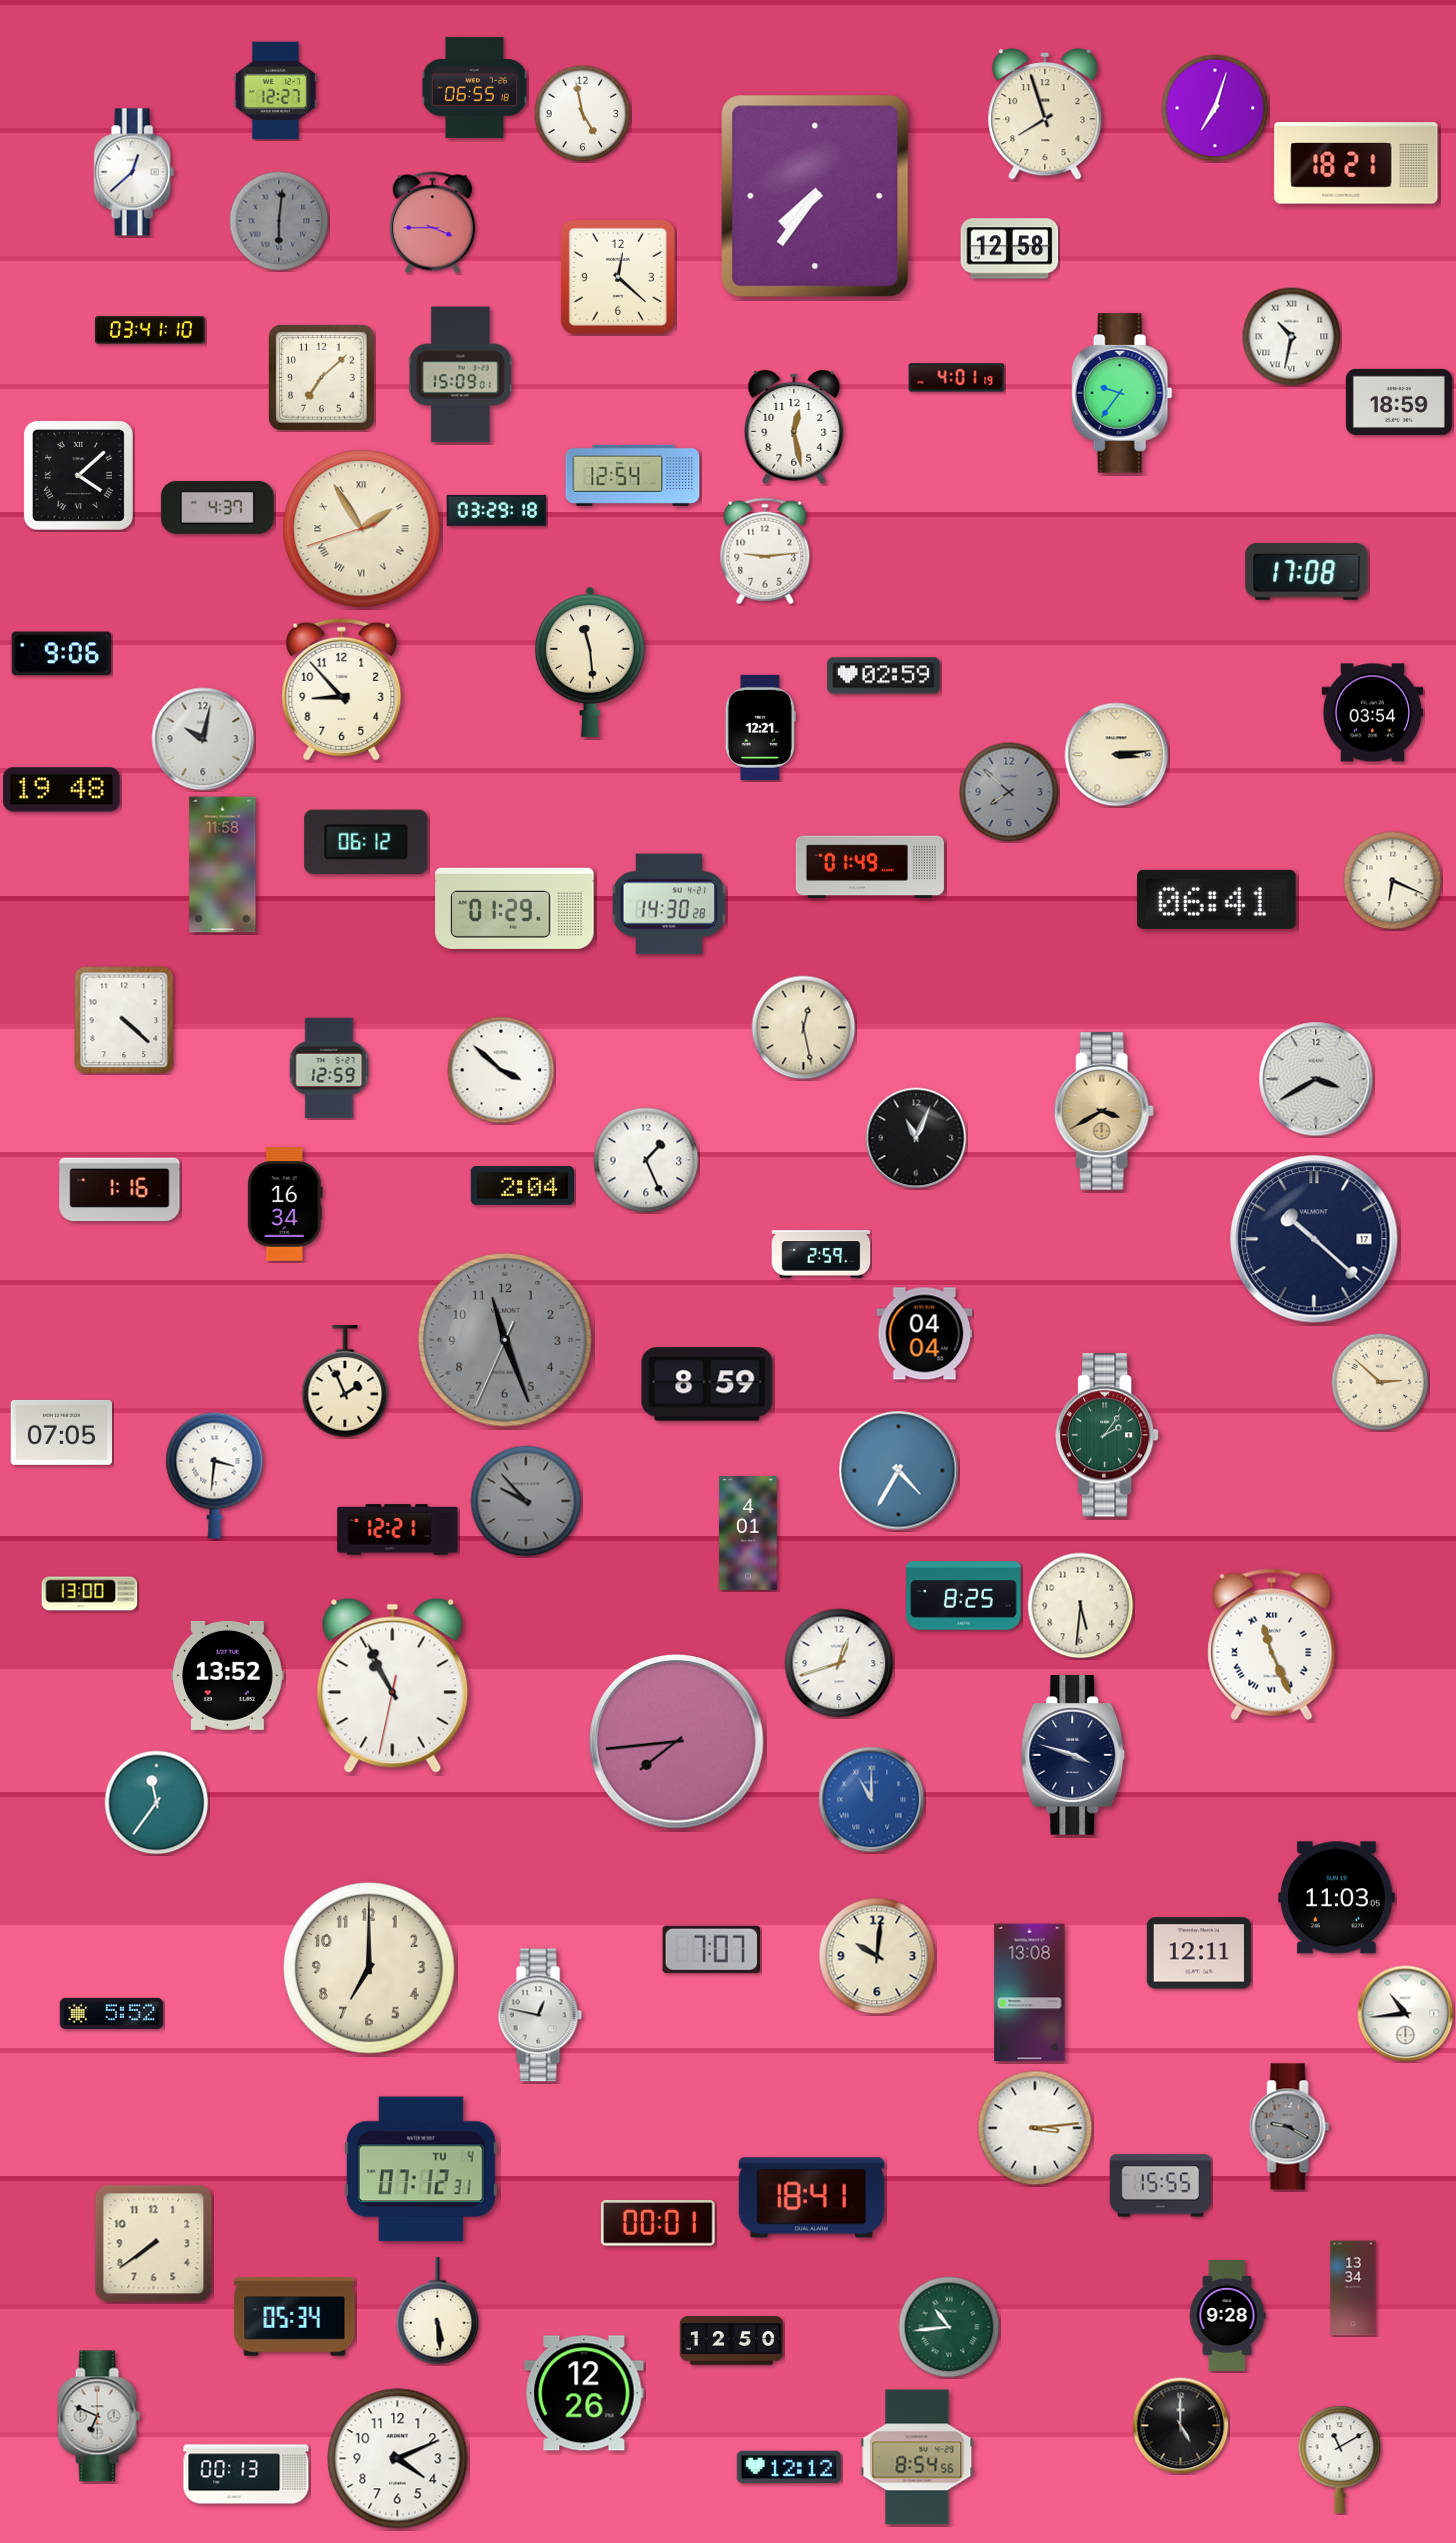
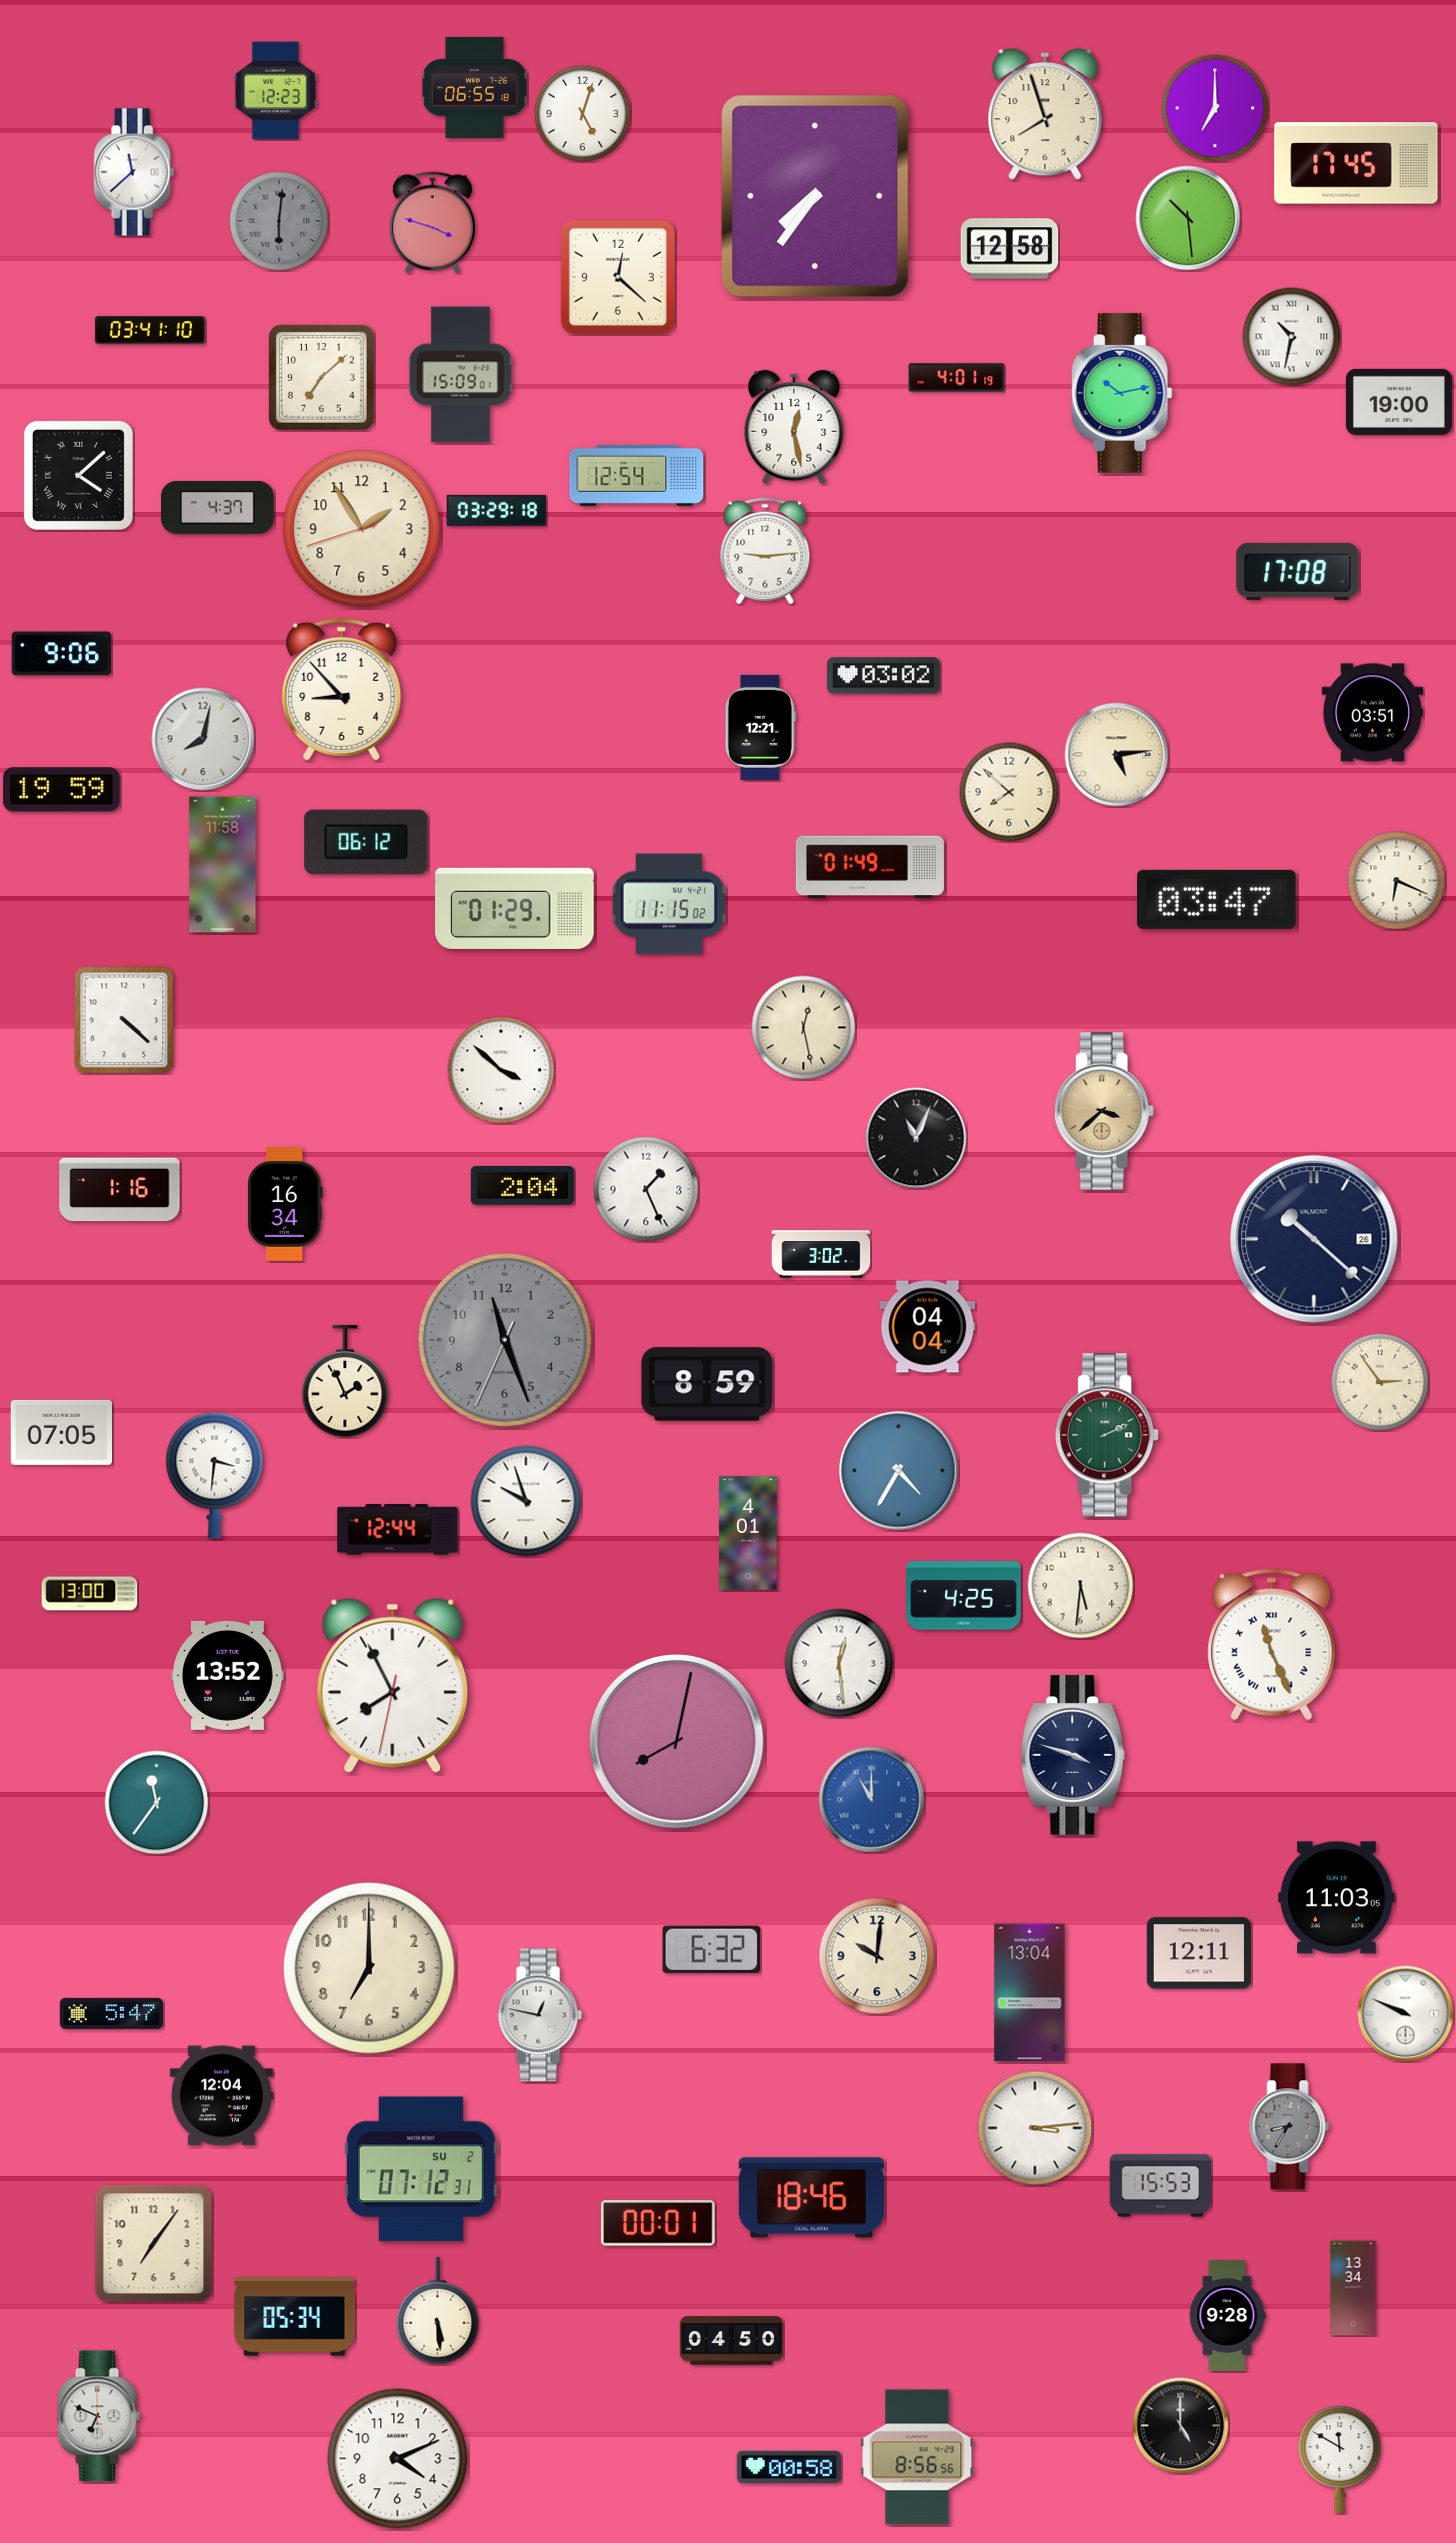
clock at (275, 91): 12:27 -> 12:23
clock at (1215, 108): 7:03 -> 7:00
clock at (582, 113): 4:58 -> 5:03
clock at (1356, 163): 18:21 -> 17:45
clock at (134, 172): 12:38 -> 11:38
clock at (1188, 218): none -> 10:29
clock at (432, 223): 3:45 -> 3:48
clock at (1122, 393): 9:36 -> 10:13
clock at (1399, 402): 18:59 -> 19:00
clock at (633, 475) position: (633, 475) -> (637, 475)
clock at (362, 529) numerals: Roman -> Arabic
clock at (1307, 571) position: (1307, 571) -> (1298, 571)
clock at (590, 662): 11:29 -> none
clock at (884, 676): 02:59 -> 03:02
clock at (1373, 713): 03:54 -> 03:51
clock at (203, 739): 10:02 -> 8:02
clock at (1117, 755): 3:14 -> 5:14
clock at (62, 790): 19:48 -> 19:59
clock at (1009, 792) dial: grey -> cream
clock at (1393, 881) position: (1393, 881) -> (1397, 881)
clock at (1217, 899): 06:41 -> 03:47
clock at (669, 904): 14:30 -> 11:15
clock at (329, 1068): 12:59 -> none
clock at (1316, 1079): 3:40 -> none
clock at (1104, 1111): 3:40 -> 3:38
clock at (646, 1160) position: (646, 1160) -> (646, 1189)
clock at (1314, 1239) date: 17 -> 26
clock at (821, 1254): 2:59 -> 3:02
clock at (925, 1334) position: (925, 1334) -> (928, 1327)
clock at (1380, 1382): 2:52 -> 2:54
clock at (1108, 1435): 2:06 -> 2:11
clock at (526, 1501): 9:53 -> 9:57
clock at (526, 1501) dial: grey -> white
clock at (398, 1530): 12:21 -> 12:44
clock at (964, 1596): 8:25 -> 4:25
clock at (1081, 1606) position: (1081, 1606) -> (1081, 1586)
clock at (839, 1663): 12:42 -> 12:29
clock at (393, 1685): 10:55 -> 7:55
clock at (677, 1742): 7:44 -> 8:02
clock at (711, 1949): 7:07 -> 6:32
clock at (1030, 1993): 13:08 -> 13:04
clock at (111, 2013): 5:52 -> 5:47
clock at (1406, 2014): 10:44 -> 9:49
clock at (221, 2096): none -> 12:04
clock at (1290, 2127): 9:20 -> 8:35
clock at (421, 2169) date: TU 4 -> SU 2
clock at (1160, 2186): 15:55 -> 15:53
clock at (811, 2198): 18:41 -> 18:46
clock at (154, 2244): 7:39 -> 7:06
clock at (949, 2327): 10:44 -> none
clock at (731, 2341): 12:50 -> 04:50
clock at (584, 2393): 12:26 -> none
clock at (917, 2457): 8:54 -> 8:56
clock at (1340, 2459): 11:10 -> 11:50
clock at (789, 2466): 12:12 -> 00:58
clock at (246, 2474): 00:13 -> none
